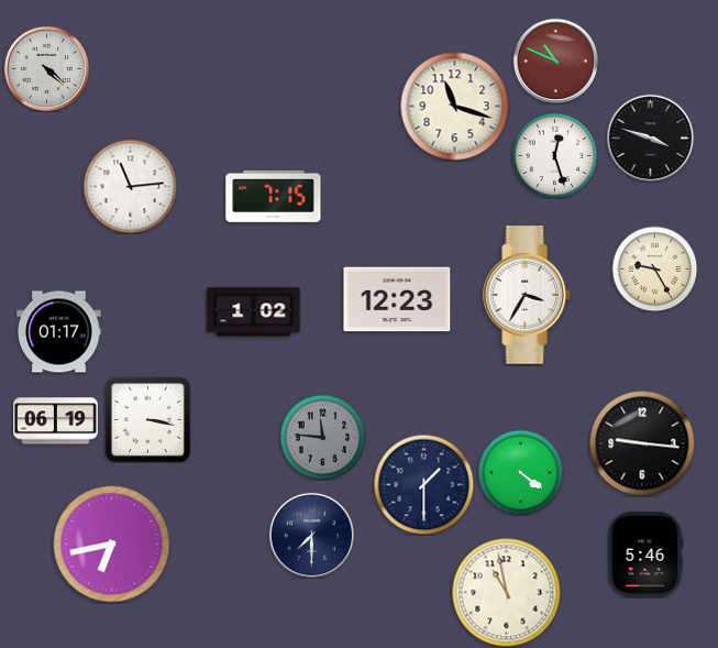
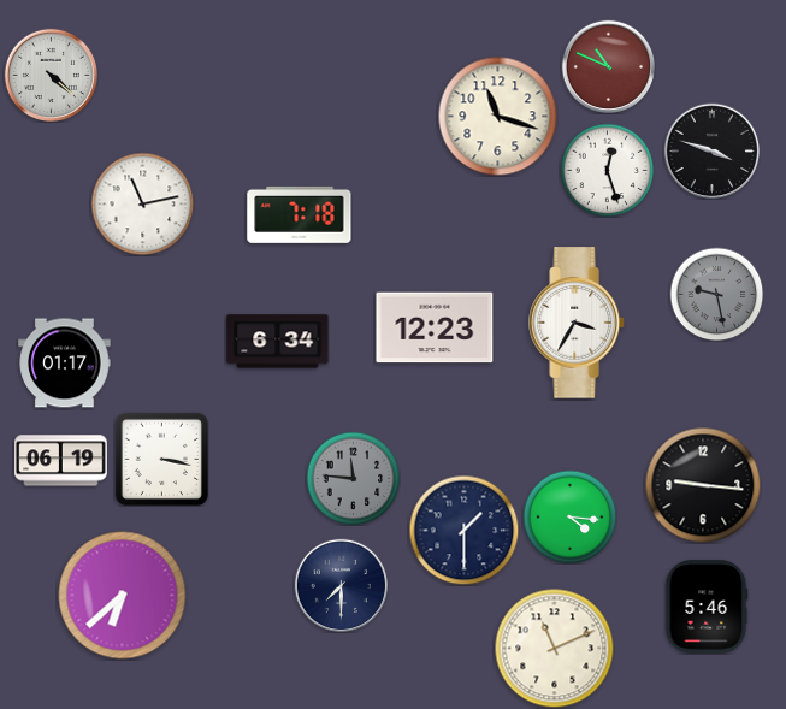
clock at (130, 186): 11:14 -> 11:13
clock at (274, 196): 7:15 -> 7:18
clock at (654, 268): 9:25 -> 9:28
clock at (654, 268) dial: cream -> grey
clock at (254, 312): 1:02 -> 6:34
clock at (520, 472): 4:21 -> 4:16
clock at (112, 545): 6:43 -> 6:38
clock at (507, 593): 10:58 -> 11:11
